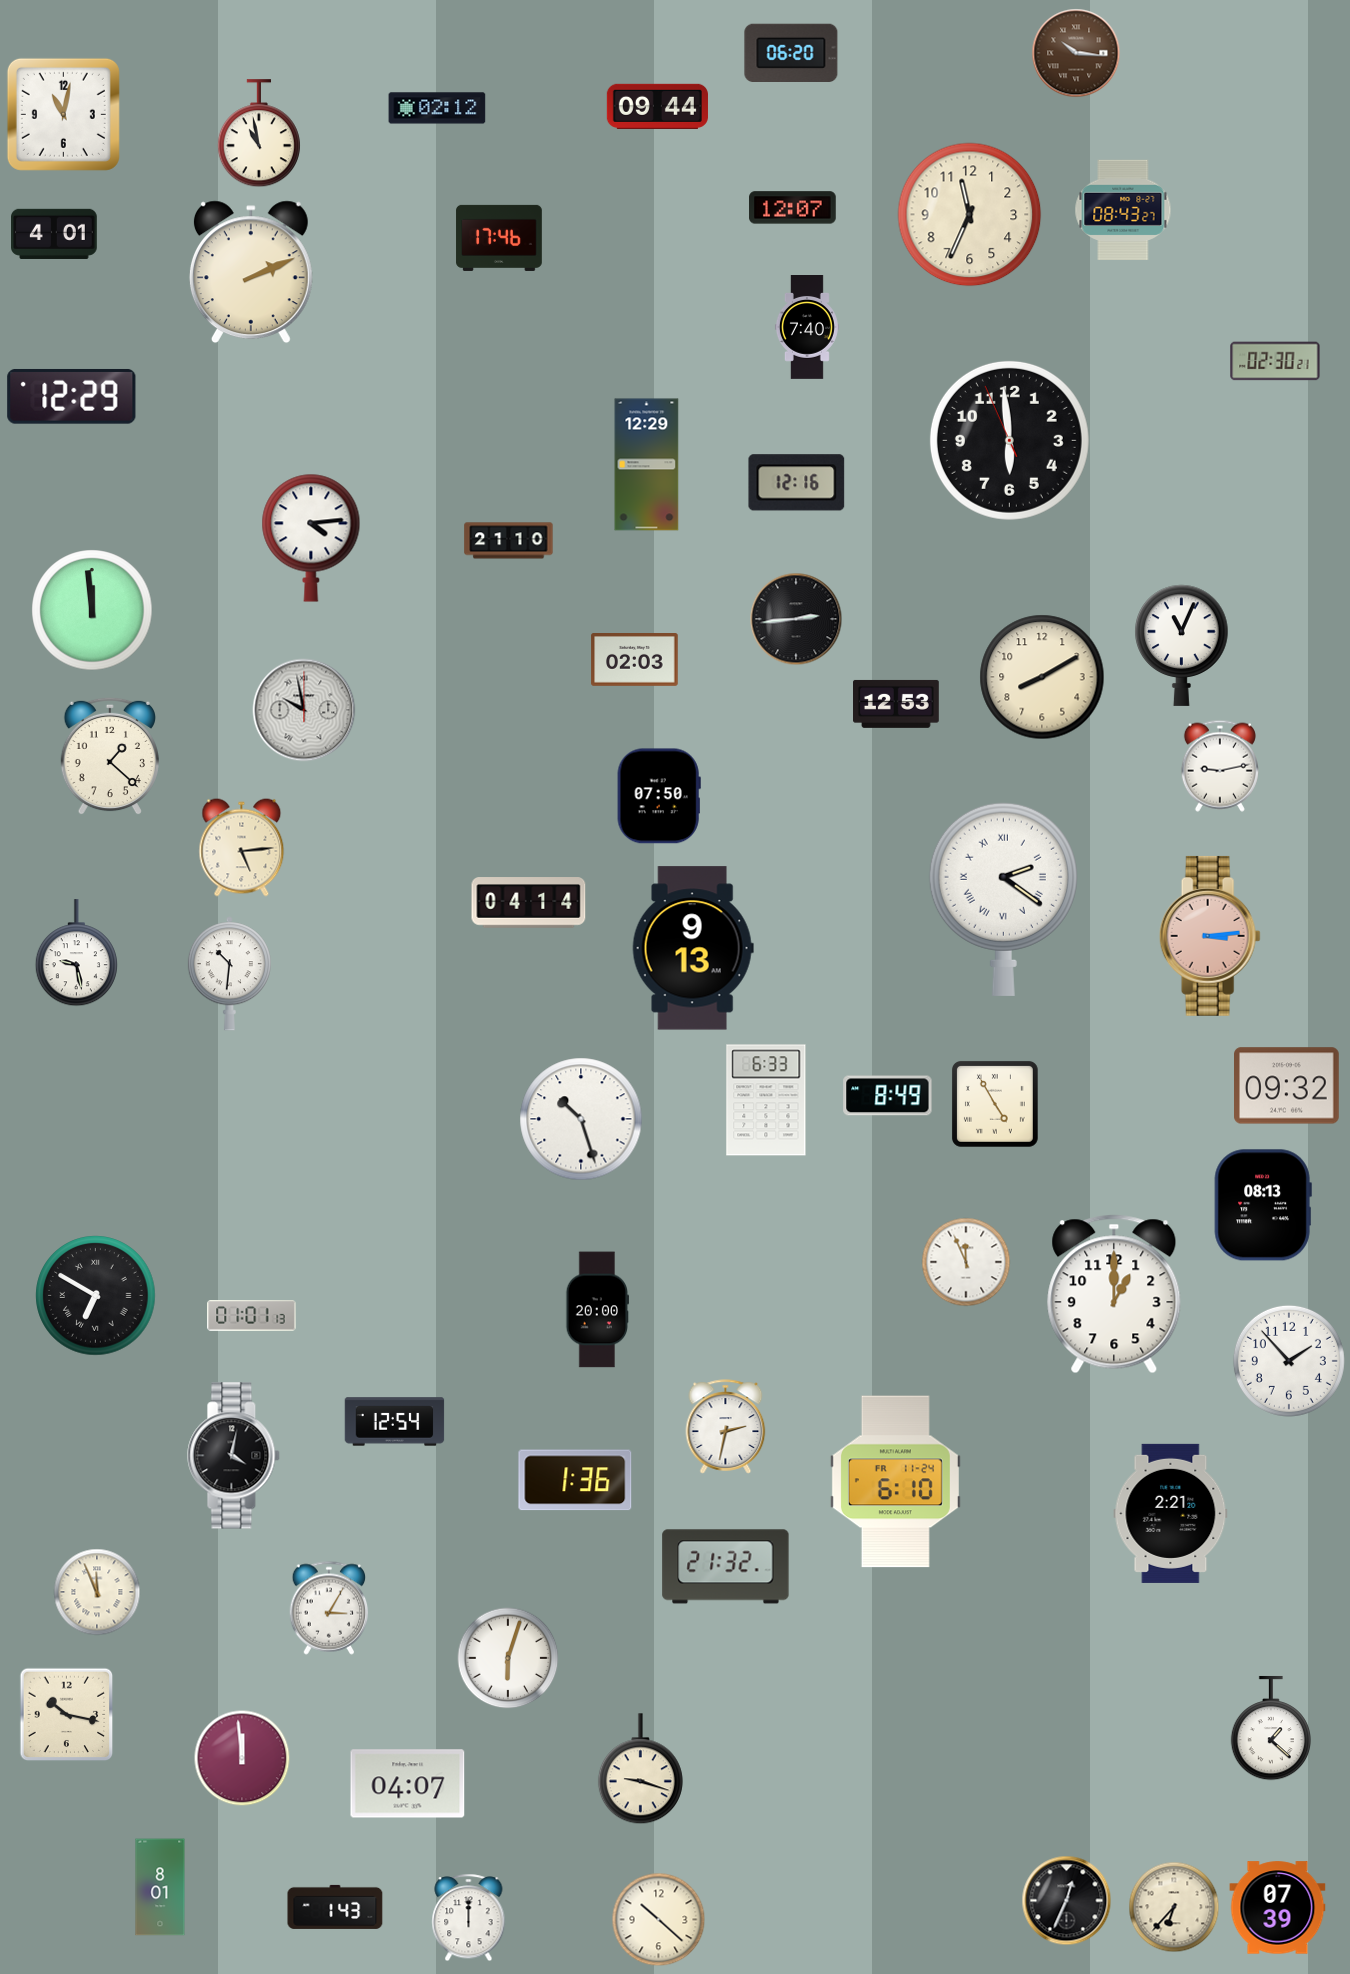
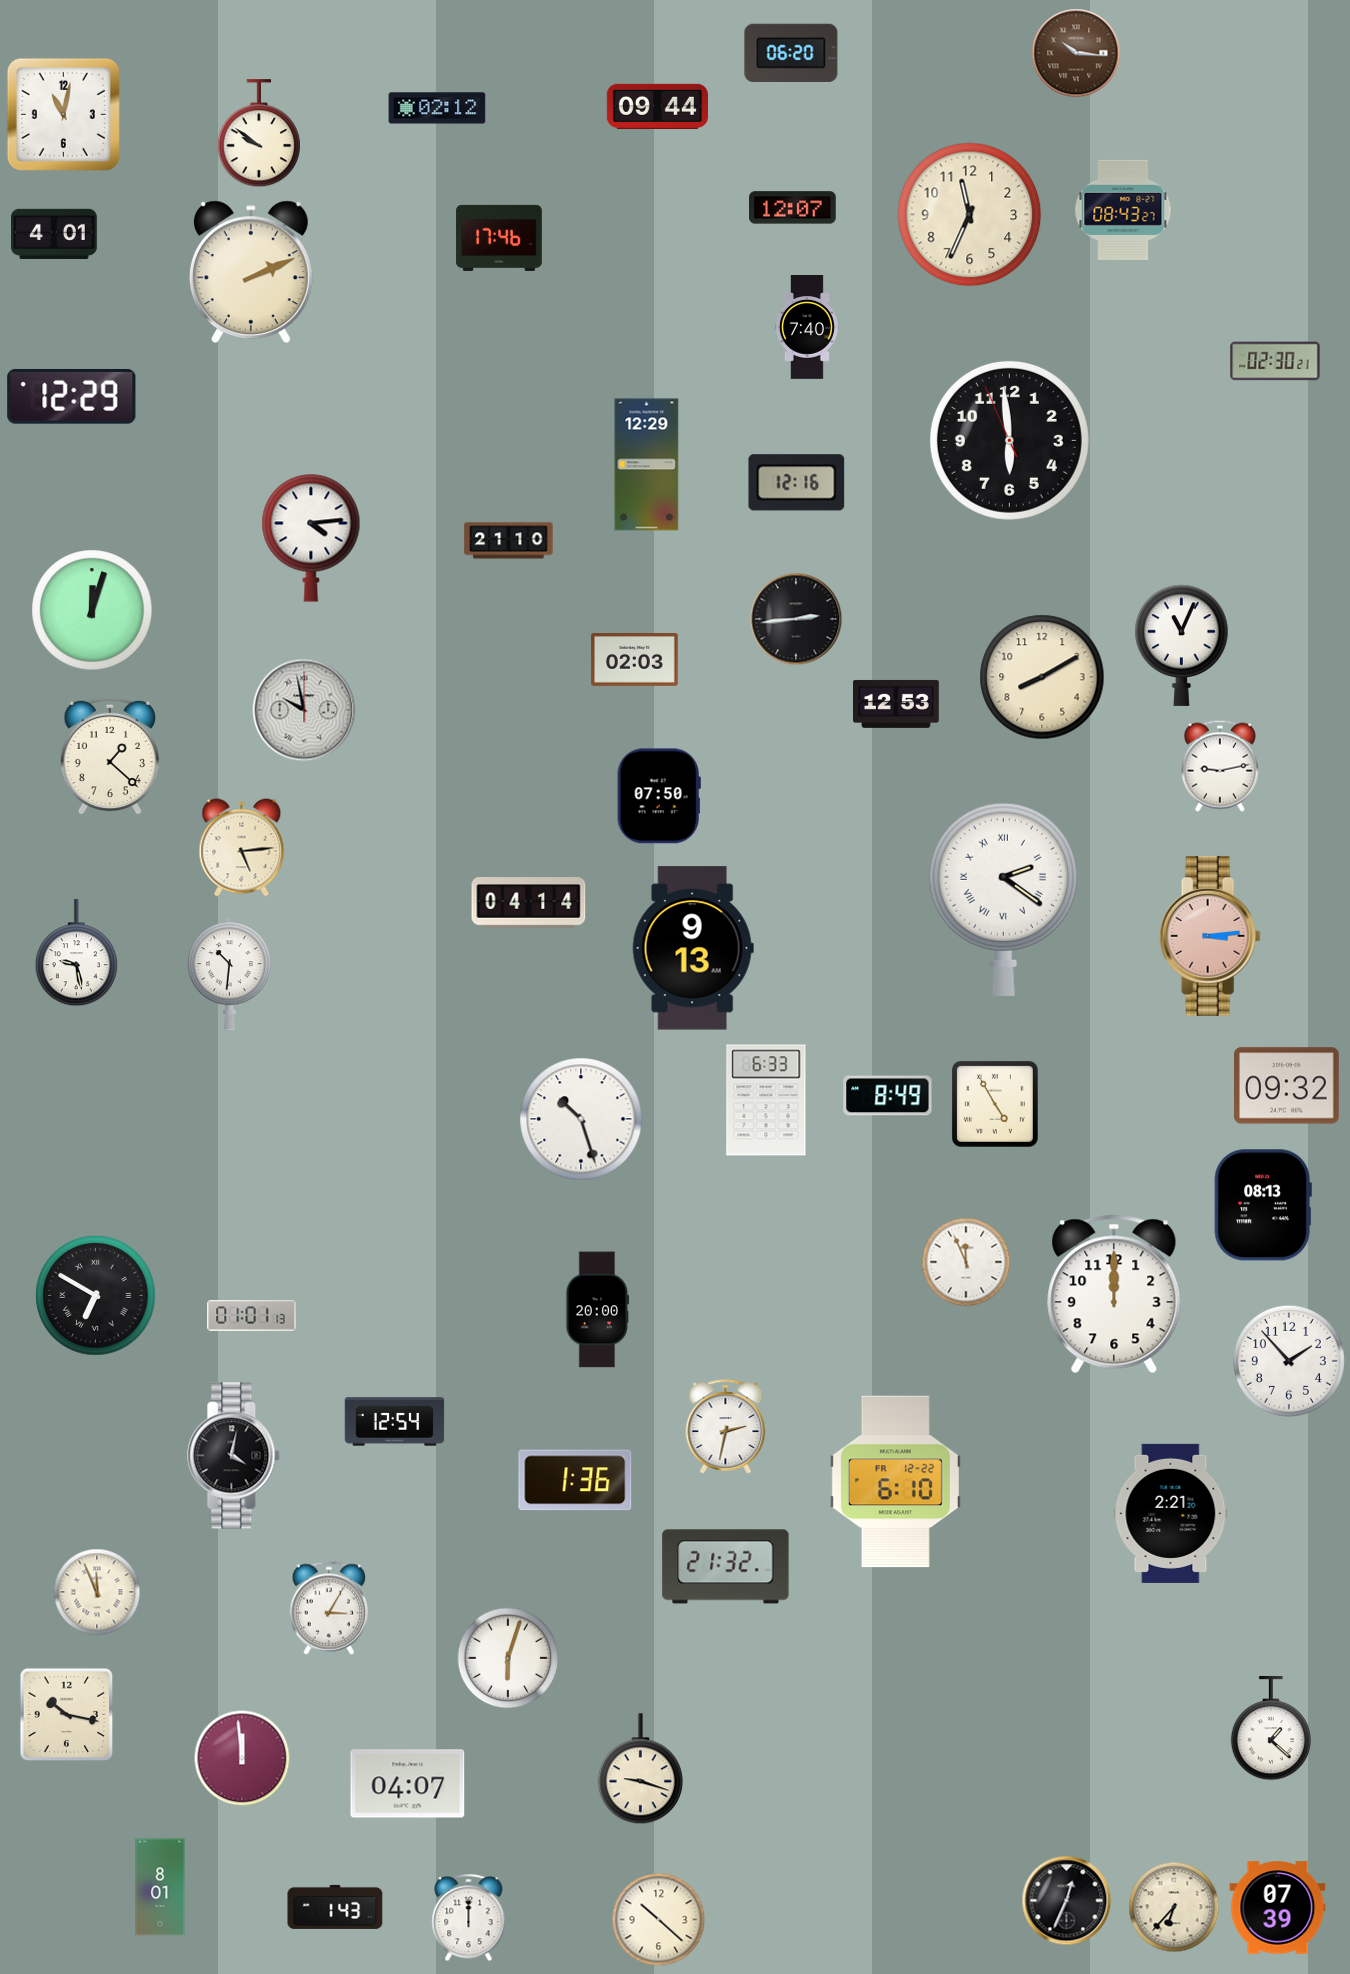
clock at (259, 134): 10:58 -> 9:51
clock at (92, 610): 11:59 -> 12:03
clock at (1114, 1294): 1:00 -> 12:00
clock at (895, 1482) date: FR 11-24 -> FR 12-22
